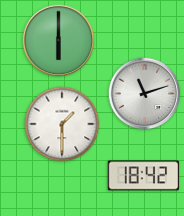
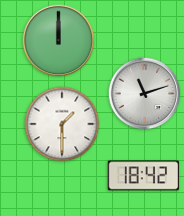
clock at (59, 41): 6:00 -> 12:00
